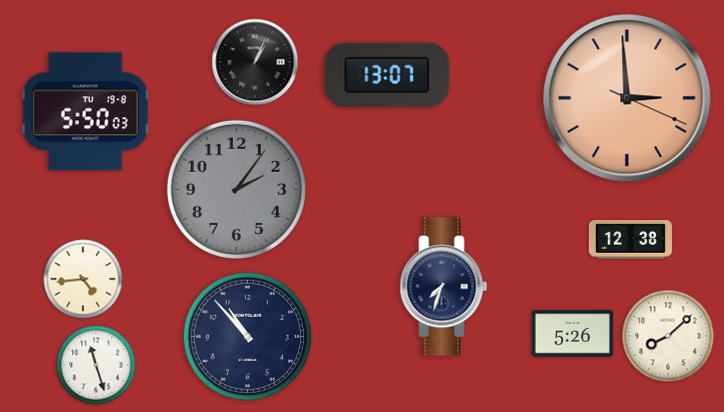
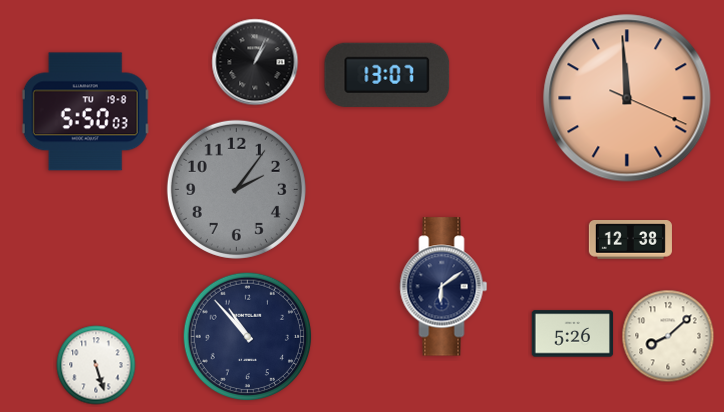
clock at (627, 98): 2:59 -> 11:59
clock at (83, 279): 4:44 -> none
clock at (444, 287): 7:33 -> 6:09
clock at (96, 365): 11:27 -> 5:27
